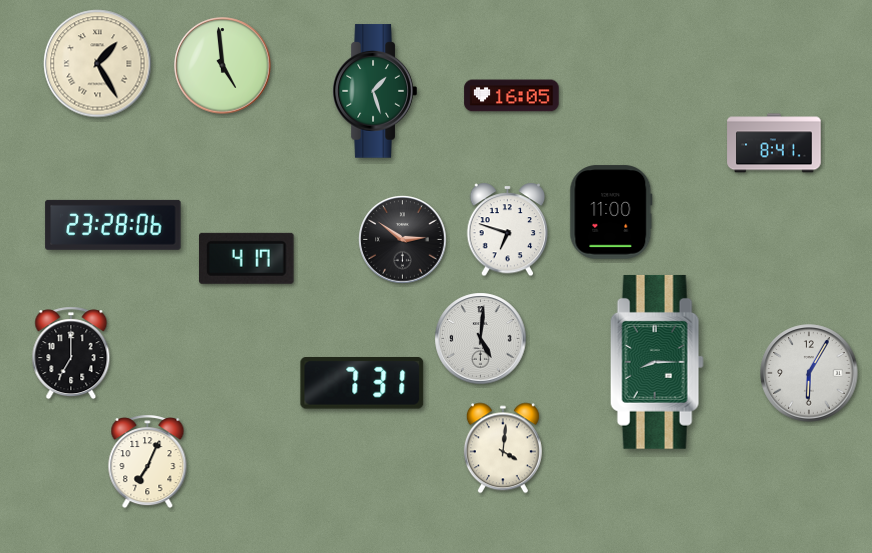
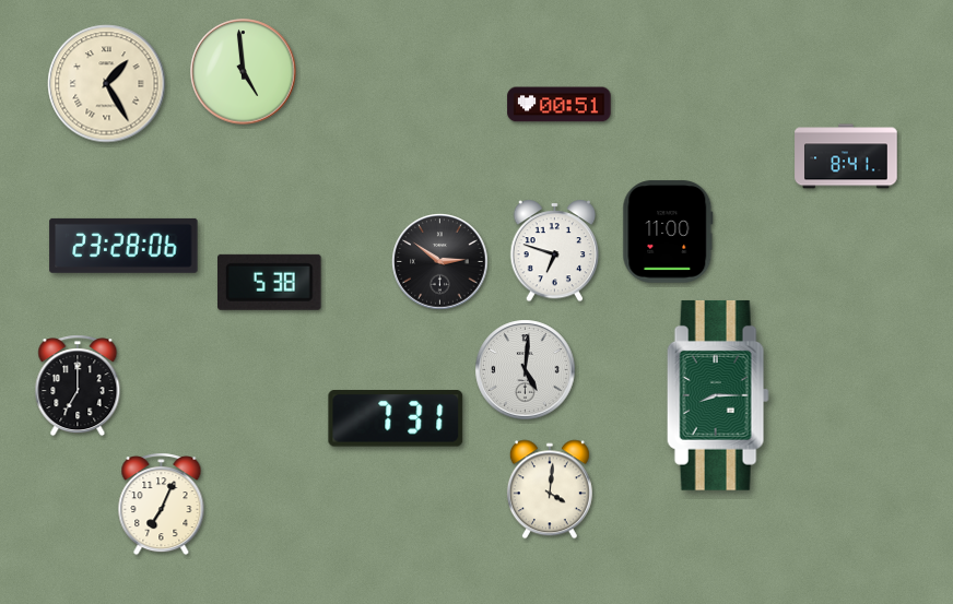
clock at (98, 64) position: (98, 64) -> (107, 84)
clock at (375, 91): 1:27 -> none
clock at (512, 96): 16:05 -> 00:51
clock at (247, 258): 4:17 -> 5:38
clock at (809, 373): 6:05 -> none
